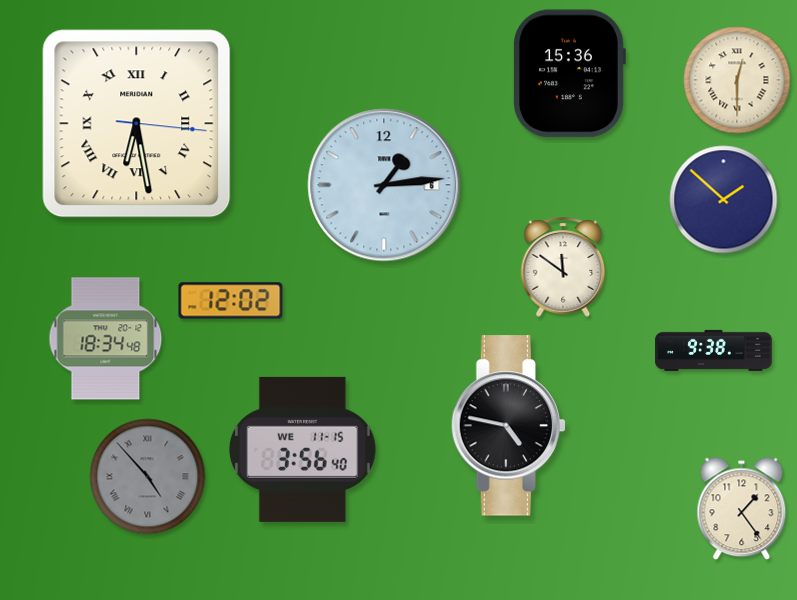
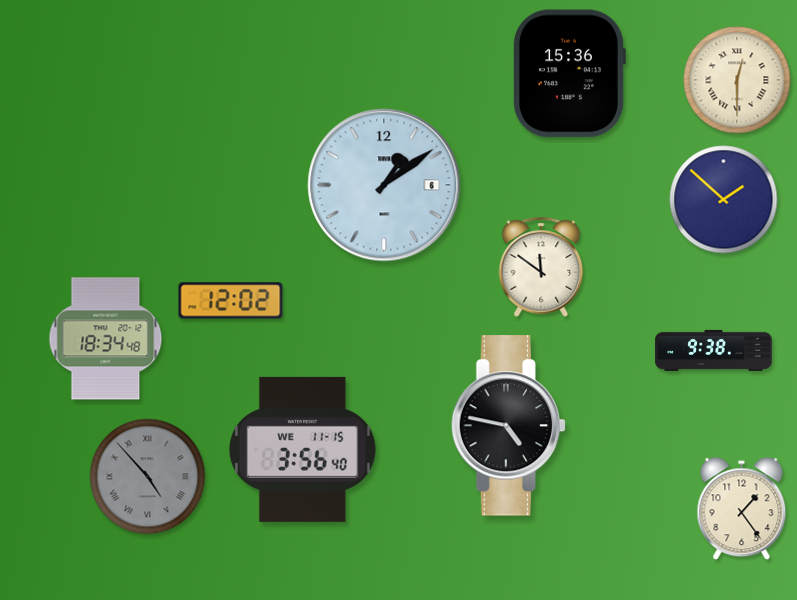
clock at (137, 124): 6:28 -> none
clock at (384, 185): 1:14 -> 1:09
clock at (563, 267) position: (563, 267) -> (541, 267)
